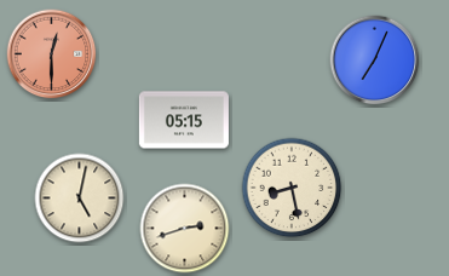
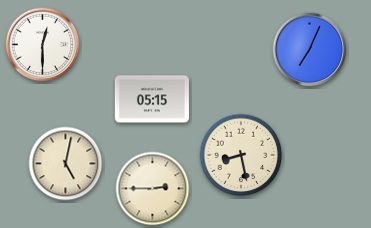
clock at (52, 54) dial: salmon -> white
clock at (185, 229): 2:42 -> 2:45
